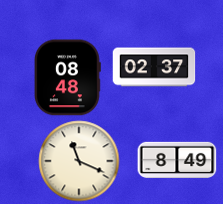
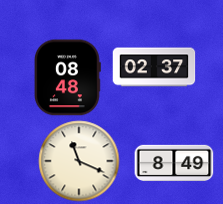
clock at (177, 160) position: (177, 160) -> (174, 163)
